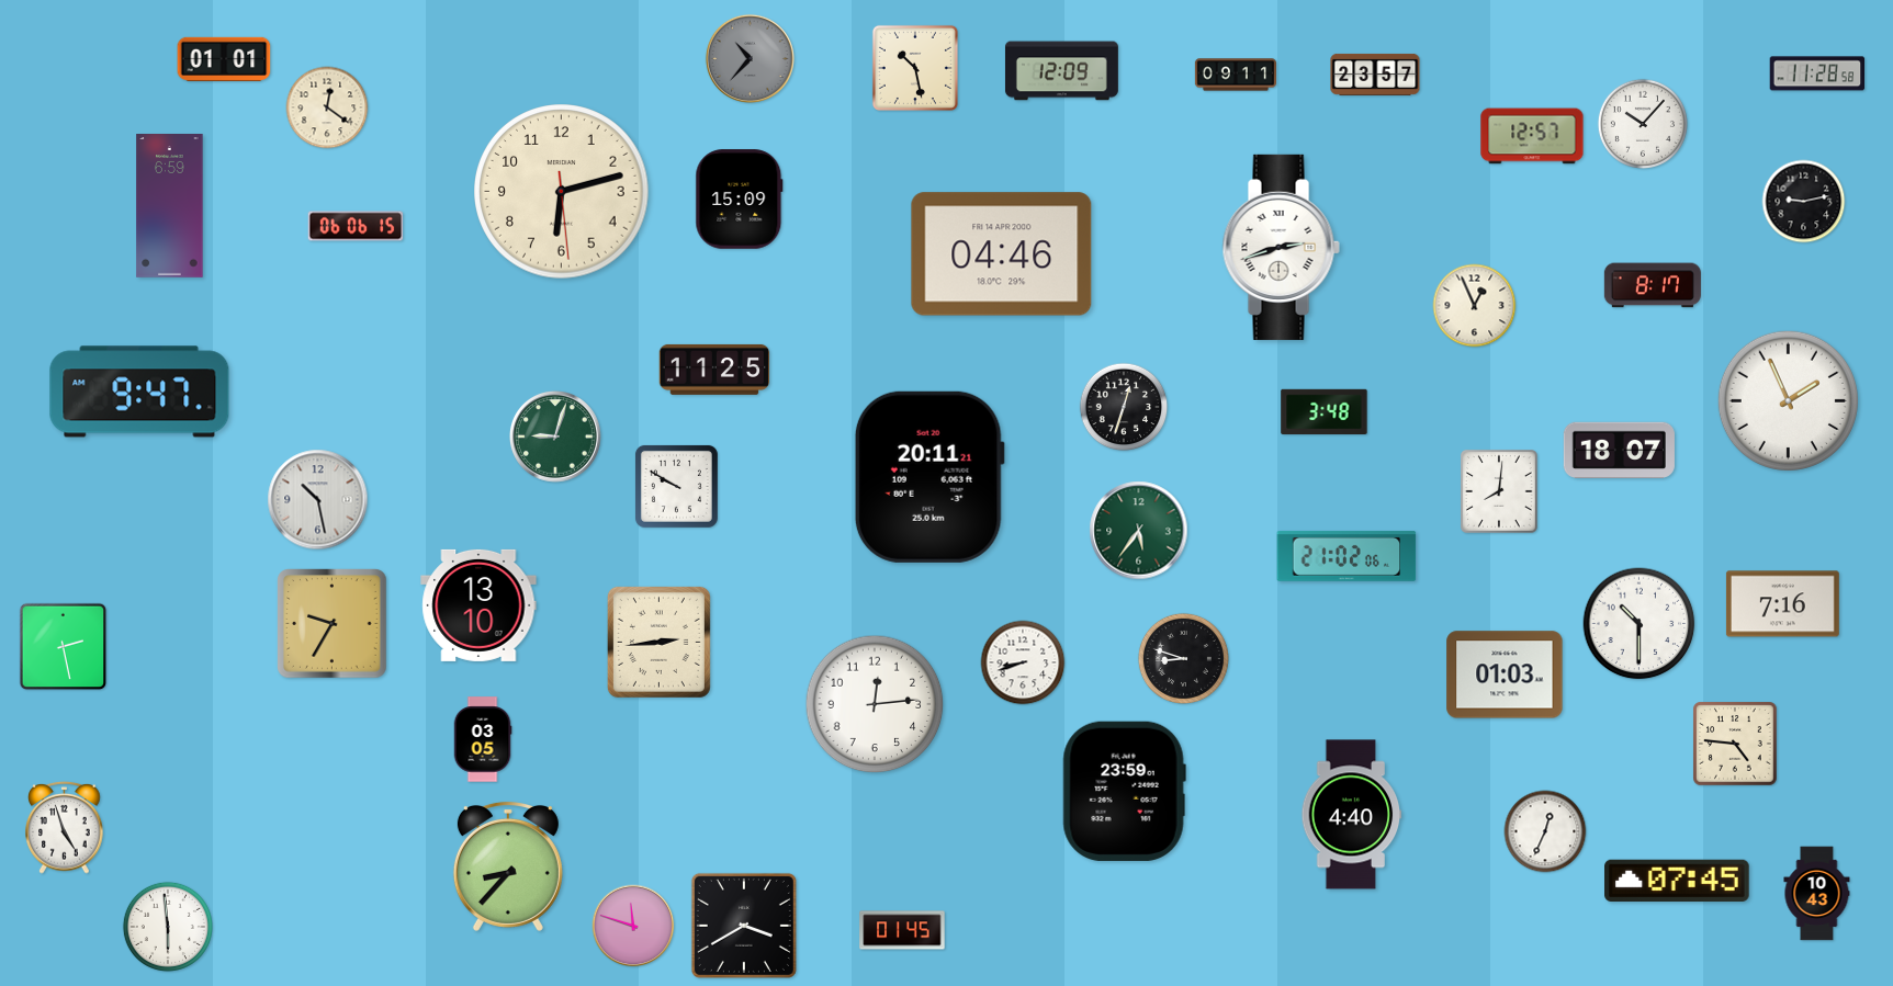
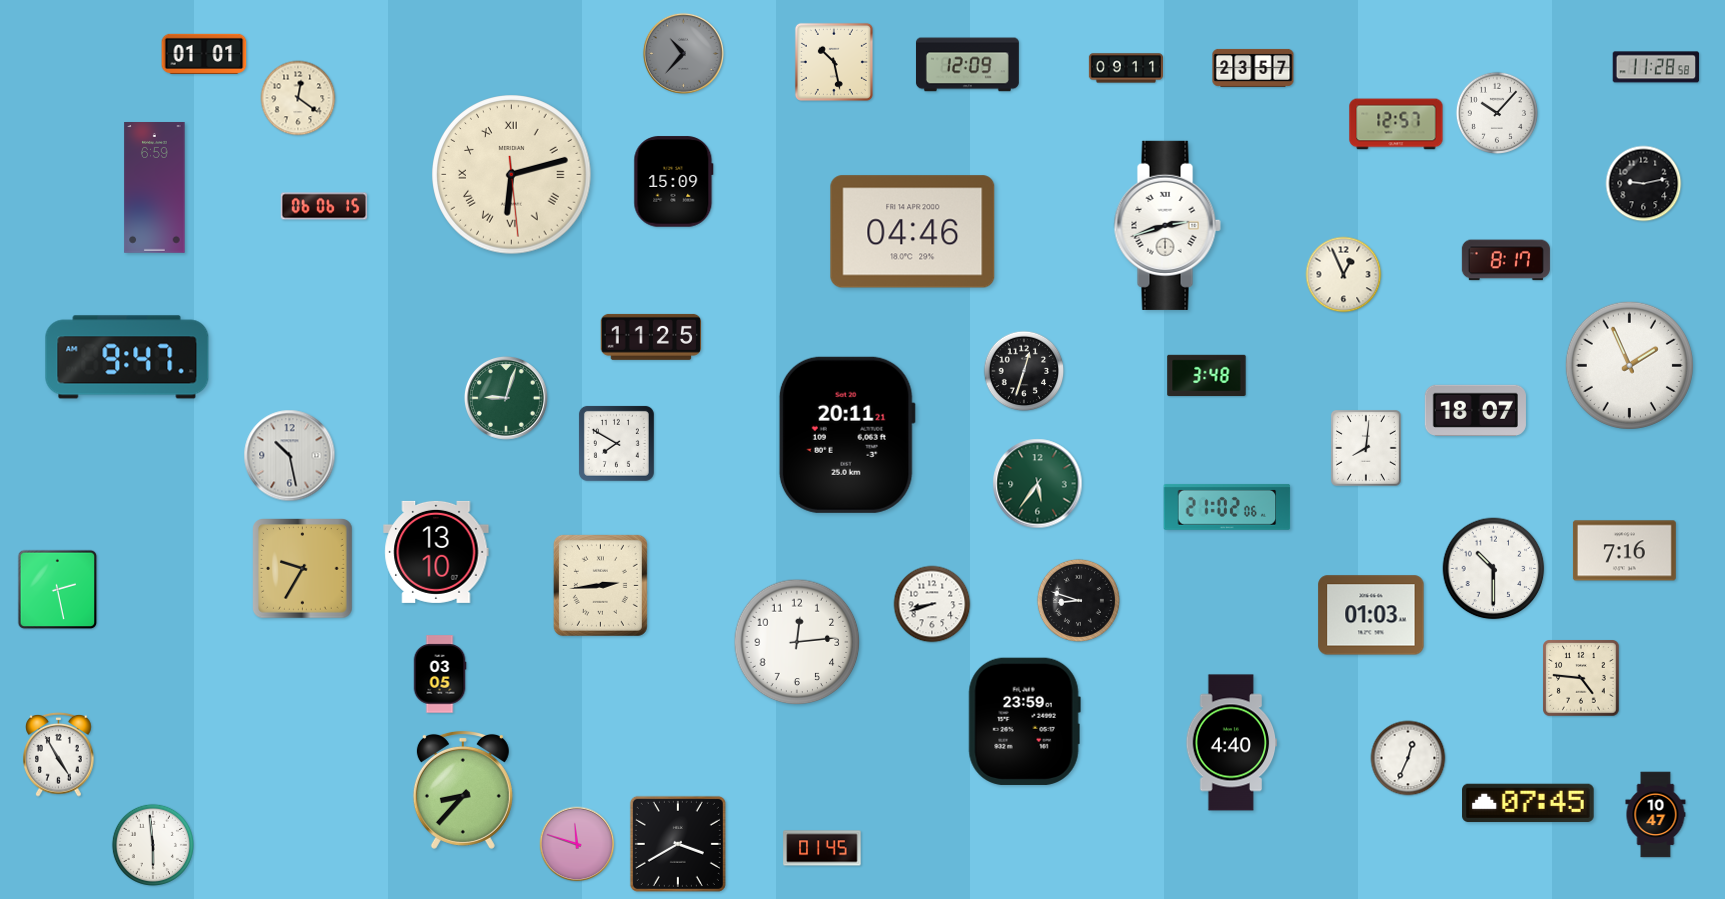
clock at (562, 192) numerals: Arabic -> Roman
clock at (1475, 306) position: (1475, 306) -> (1344, 275)
clock at (676, 486): 9:50 -> 7:50
clock at (65, 827): 4:57 -> 4:55
clock at (1817, 894): 10:43 -> 10:47
